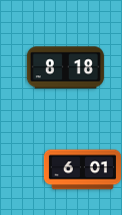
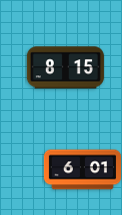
clock at (65, 68): 8:18 -> 8:15
